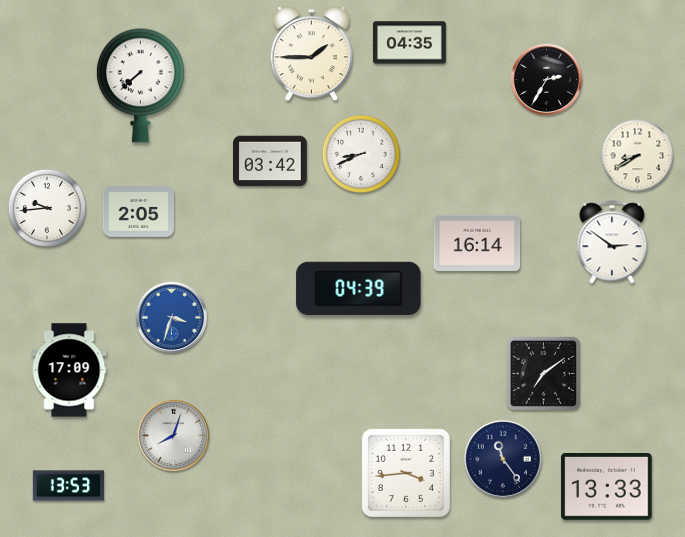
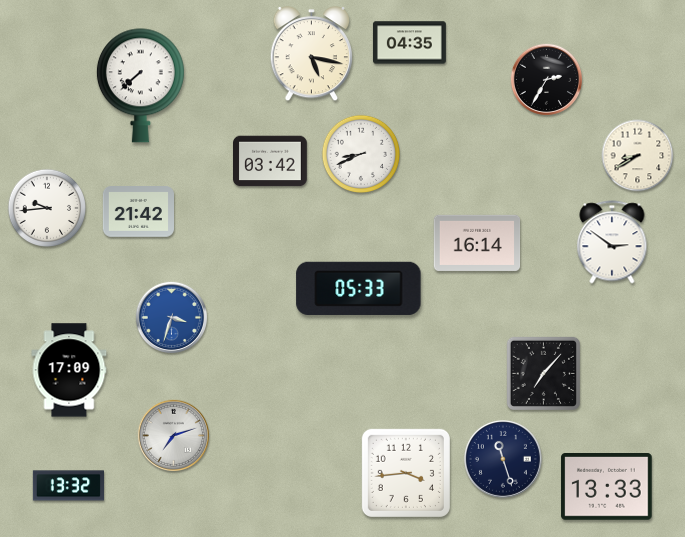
clock at (312, 55): 1:45 -> 5:17
clock at (138, 212): 2:05 -> 21:42
clock at (359, 288): 04:39 -> 05:33
clock at (543, 373): 7:09 -> 7:07
clock at (173, 435): 8:03 -> 7:12
clock at (503, 459): 11:24 -> 11:27
clock at (68, 486): 13:53 -> 13:32
